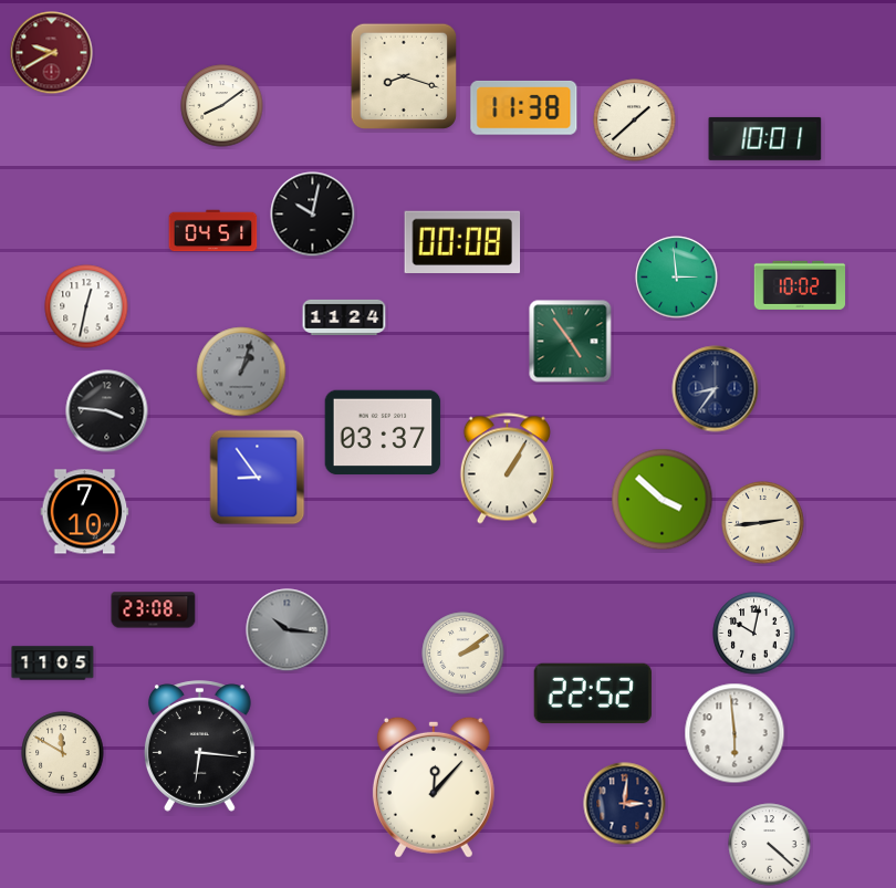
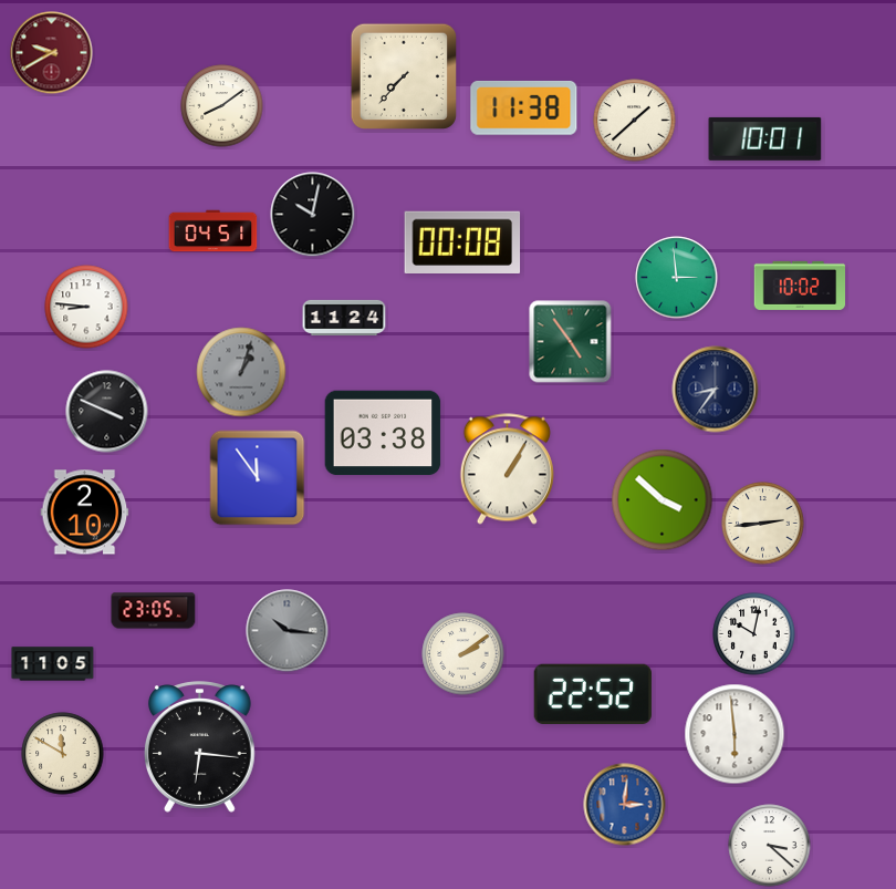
clock at (403, 75): 8:18 -> 7:37
clock at (86, 306): 12:32 -> 8:46
clock at (107, 411): 3:46 -> 3:49
clock at (383, 432): 03:37 -> 03:38
clock at (258, 478): 8:54 -> 11:54
clock at (85, 512): 7:10 -> 2:10
clock at (154, 610): 23:08 -> 23:05
clock at (434, 787): 12:07 -> none
clock at (625, 804) dial: navy -> blue
clock at (770, 845): 4:22 -> 3:22
